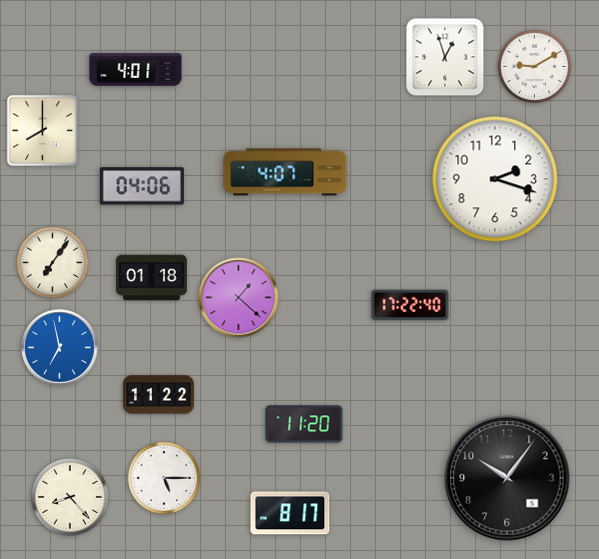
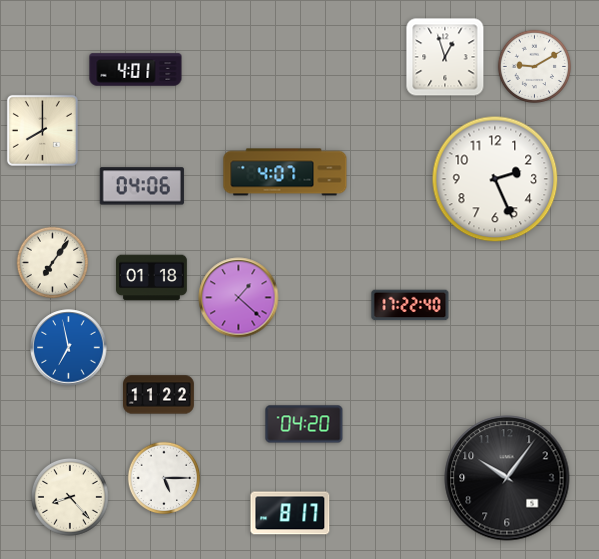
clock at (495, 179): 2:18 -> 2:26
clock at (60, 348) position: (60, 348) -> (69, 348)
clock at (304, 424): 11:20 -> 04:20
